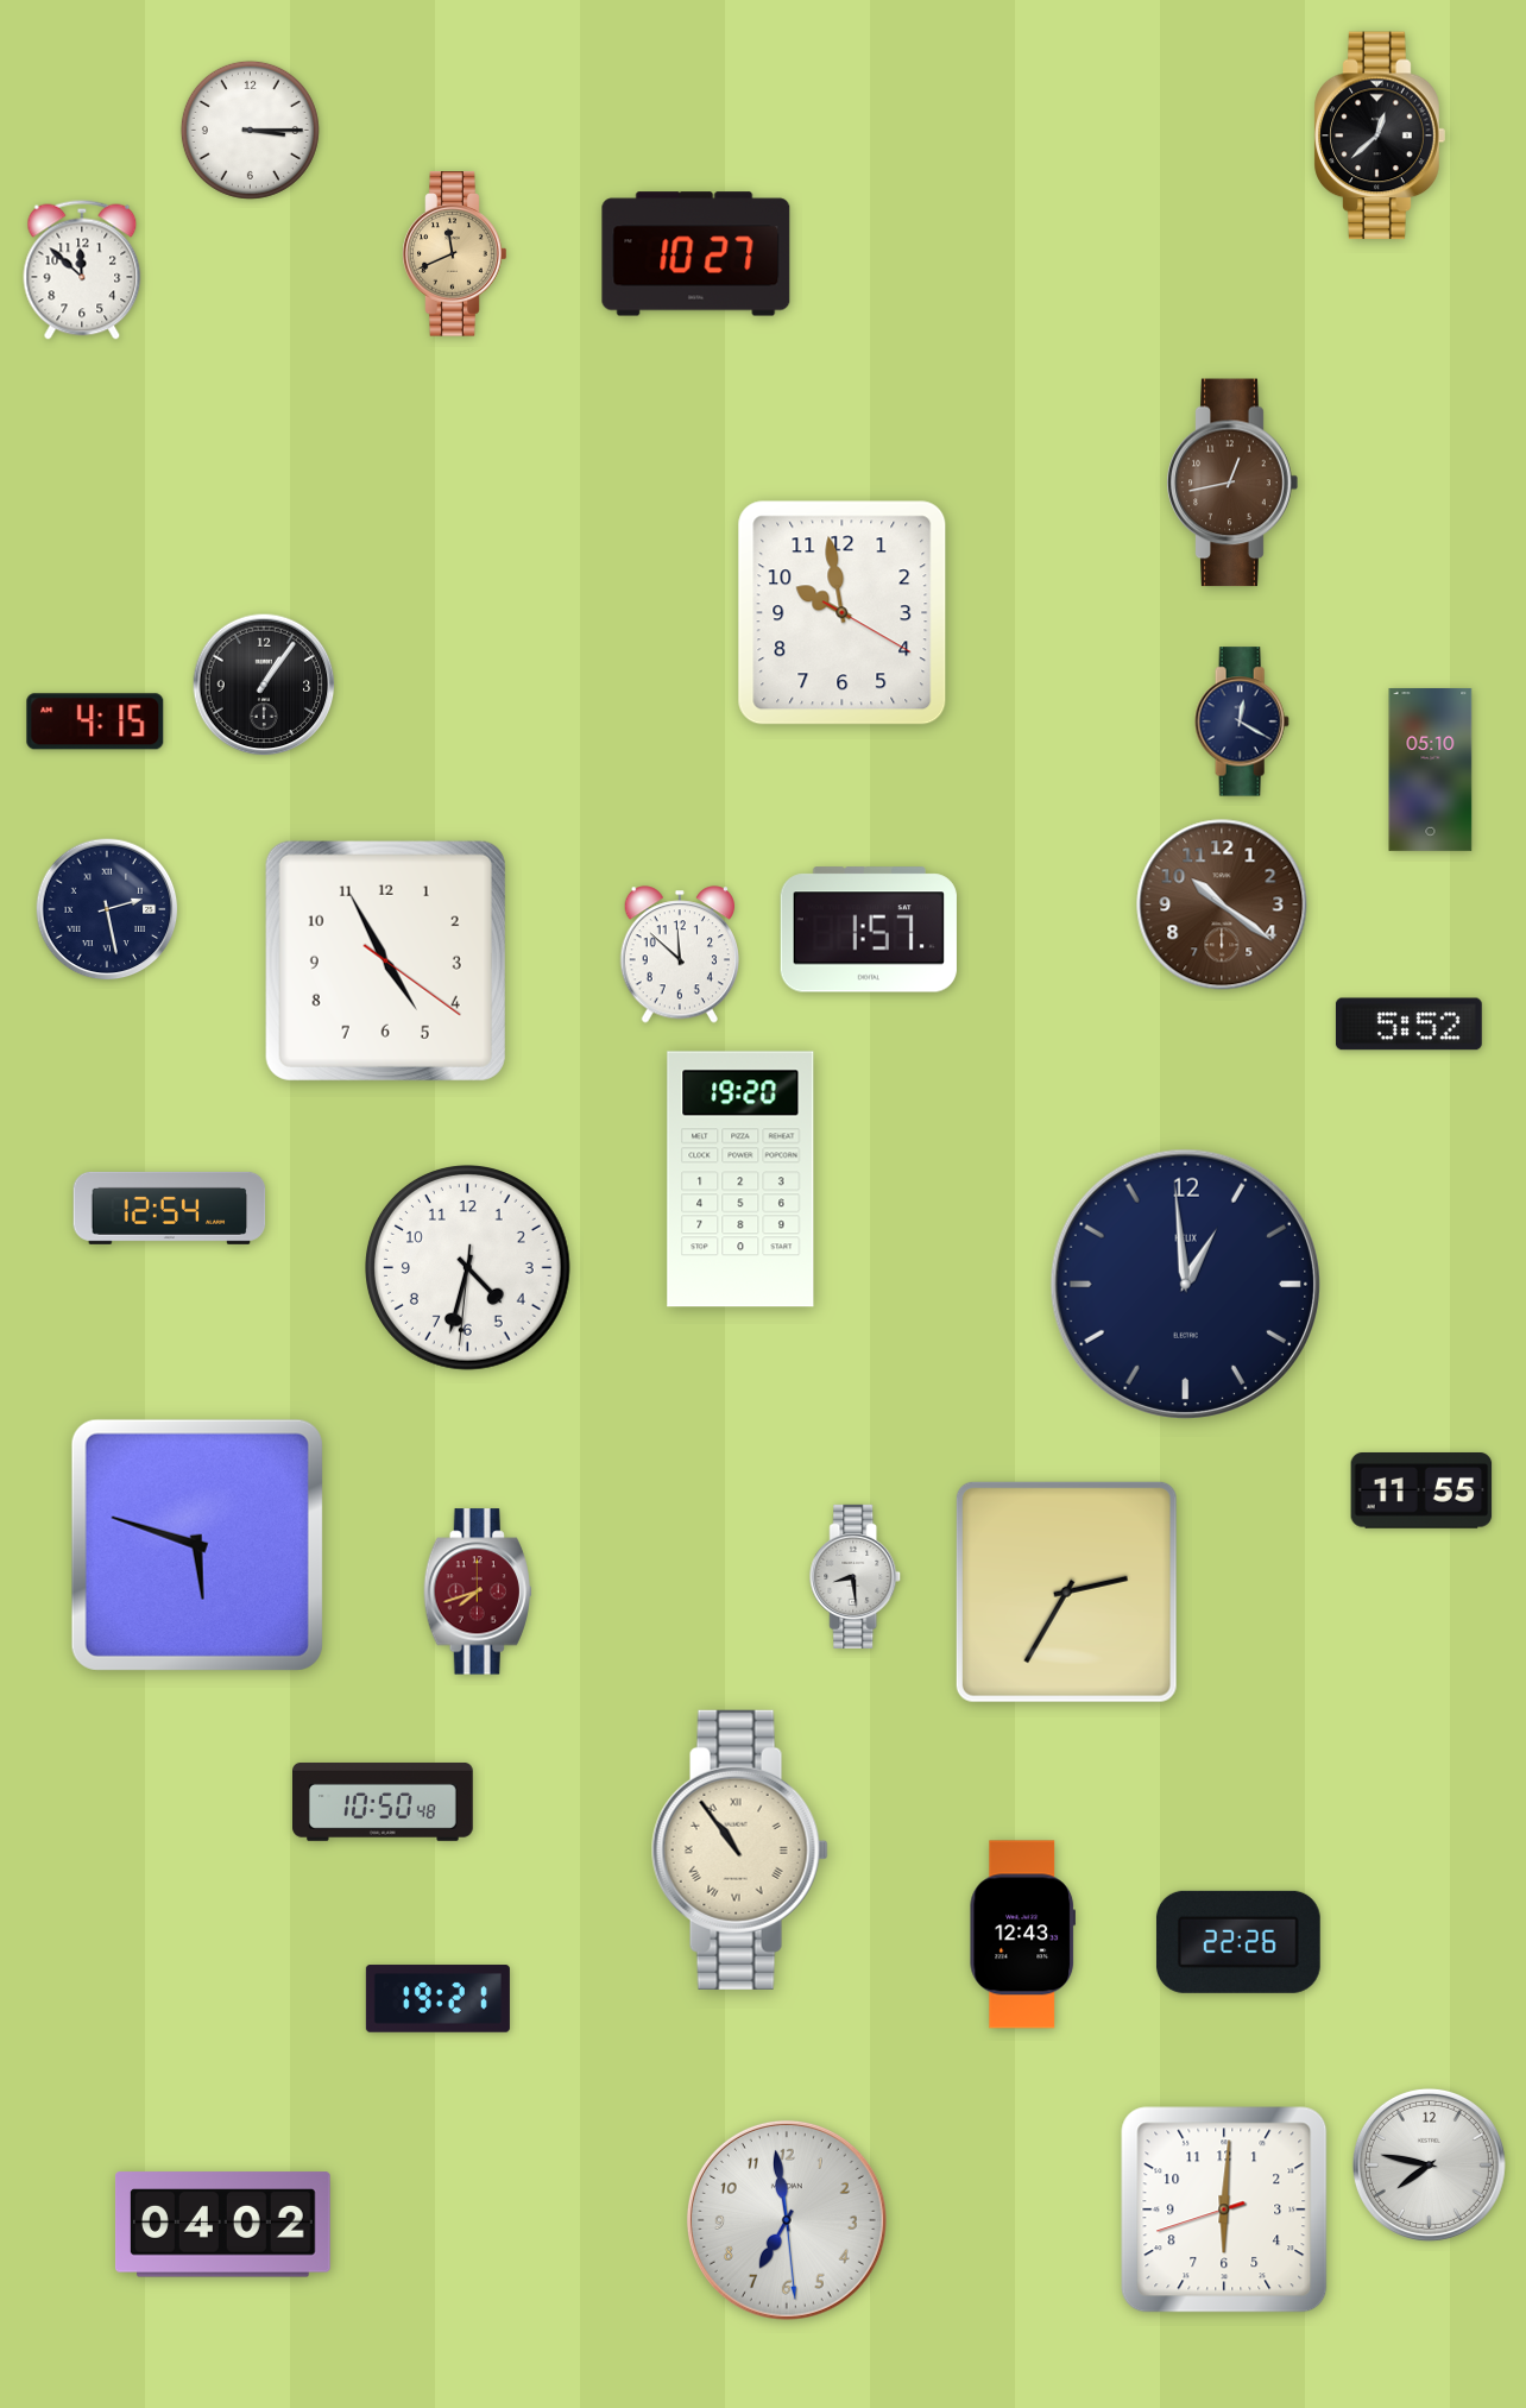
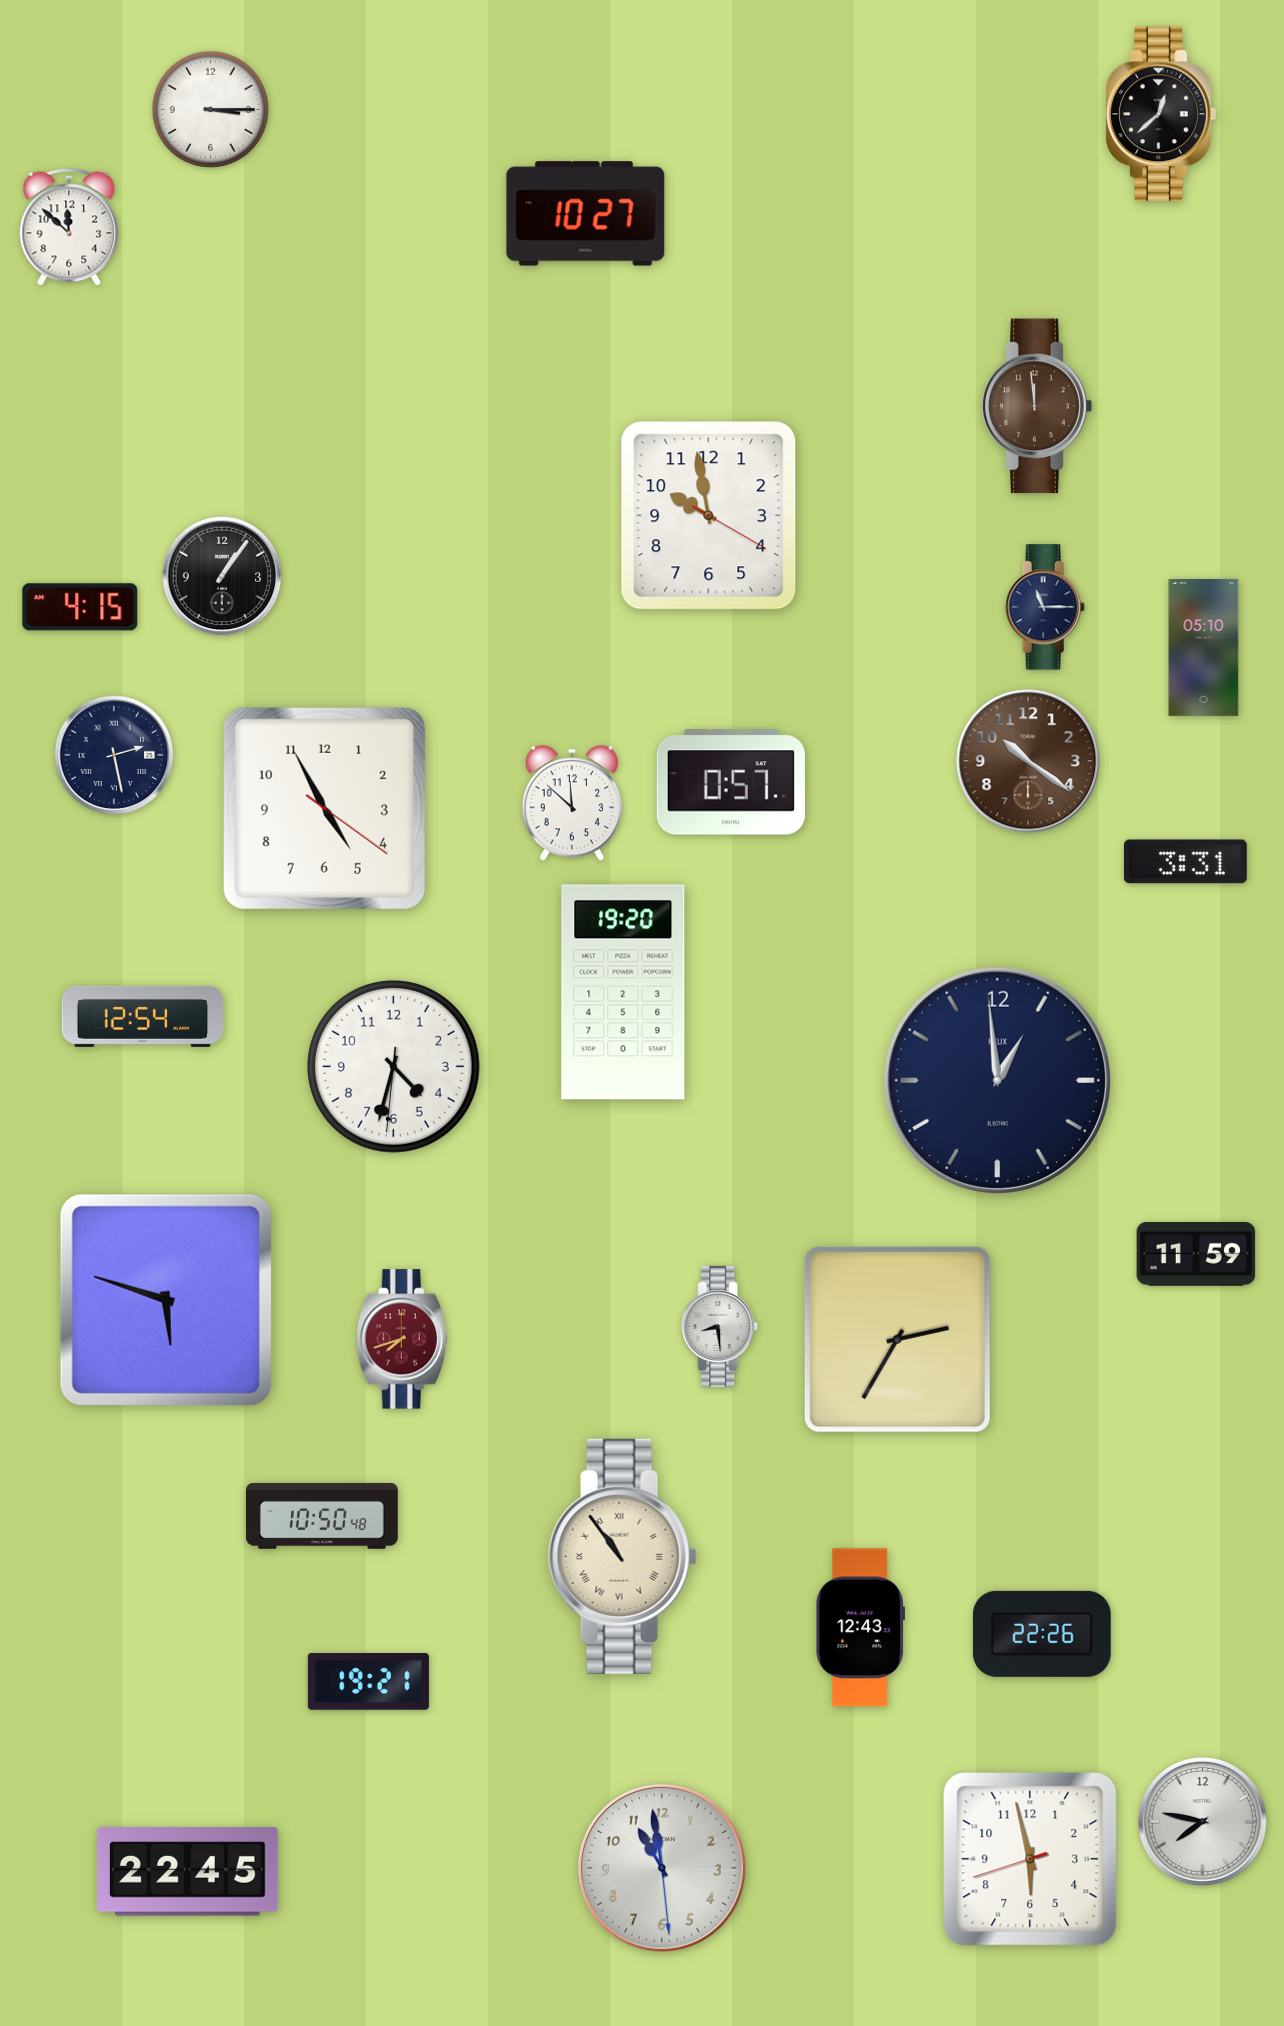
clock at (455, 254): 11:41 -> none
clock at (1232, 483): 12:43 -> 11:59
clock at (1242, 721): 12:20 -> 11:15
clock at (107, 909) position: (107, 909) -> (114, 755)
clock at (869, 929): 1:57 -> 0:57
clock at (1408, 1025): 5:52 -> 3:31
clock at (1421, 1492): 11:55 -> 11:59
clock at (1224, 2210): 6:00 -> 5:57
clock at (787, 2220): 6:58 -> 10:58
clock at (223, 2225): 04:02 -> 22:45
